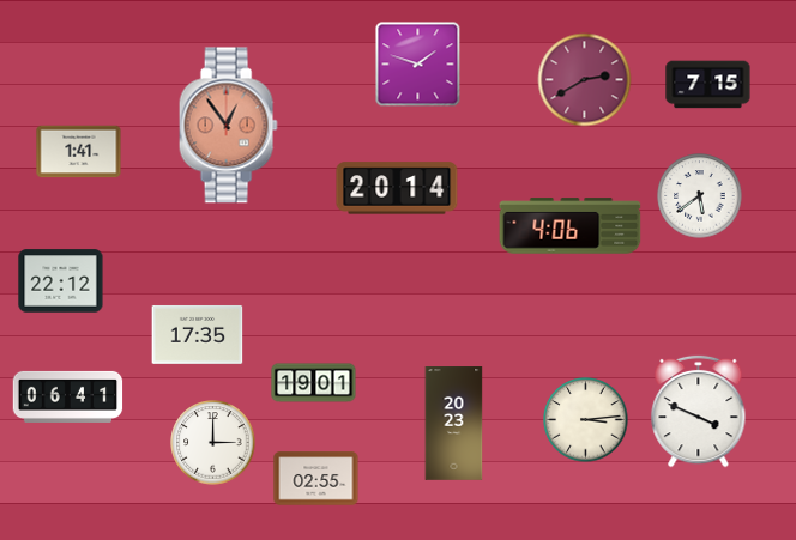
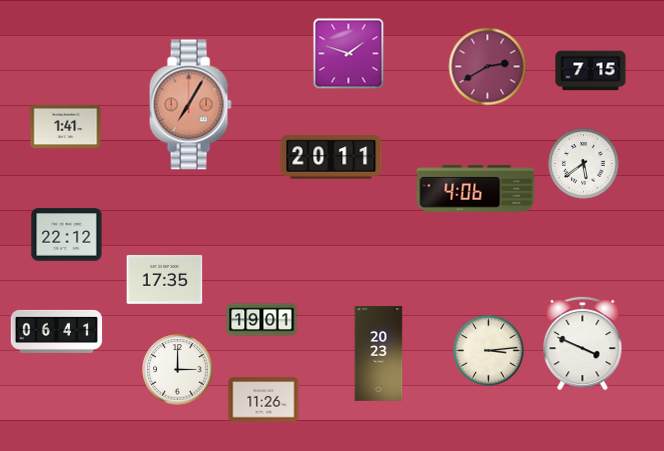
clock at (228, 126): 12:54 -> 7:05
clock at (397, 188): 20:14 -> 20:11
clock at (61, 281) position: (61, 281) -> (67, 235)
clock at (316, 479): 02:55 -> 11:26
